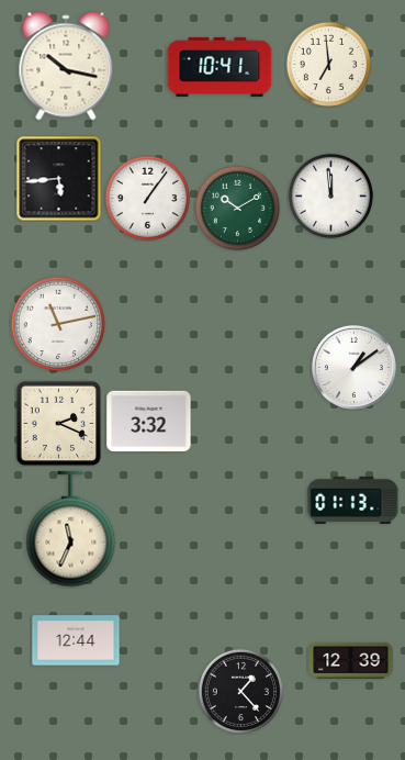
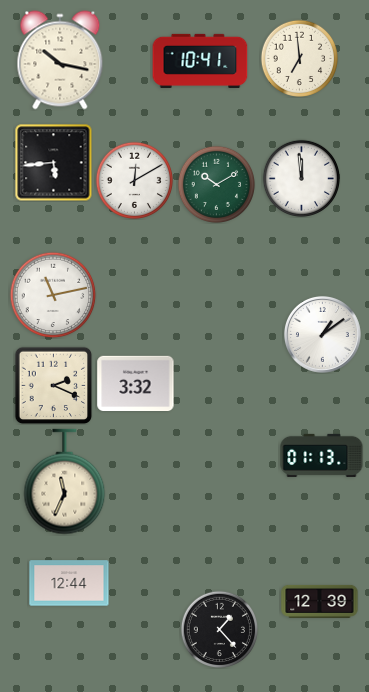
clock at (147, 198): 1:06 -> 12:10
clock at (237, 208) position: (237, 208) -> (216, 184)
